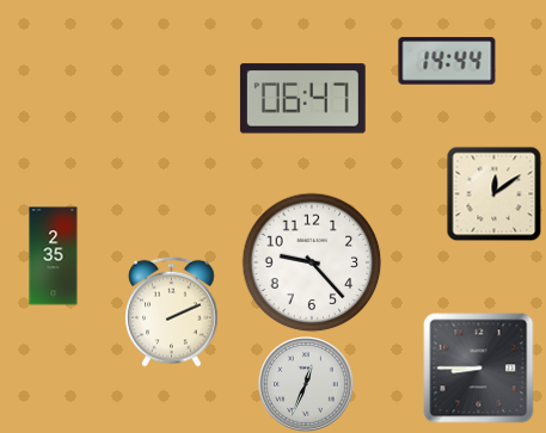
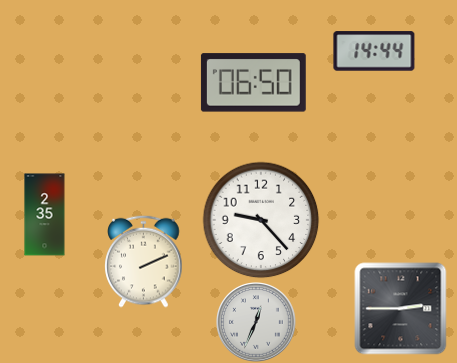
clock at (302, 99): 06:47 -> 06:50
clock at (493, 193): 12:09 -> none
clock at (479, 369): 8:45 -> 2:45
